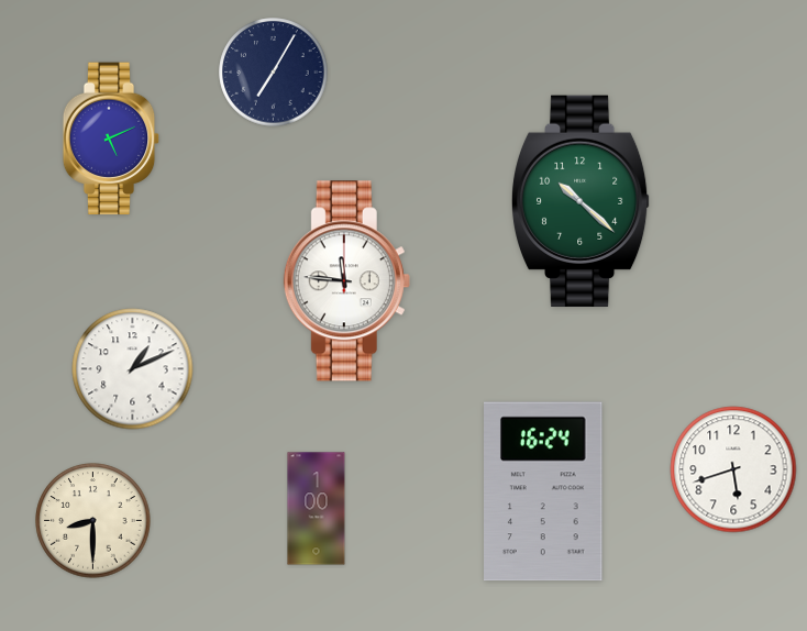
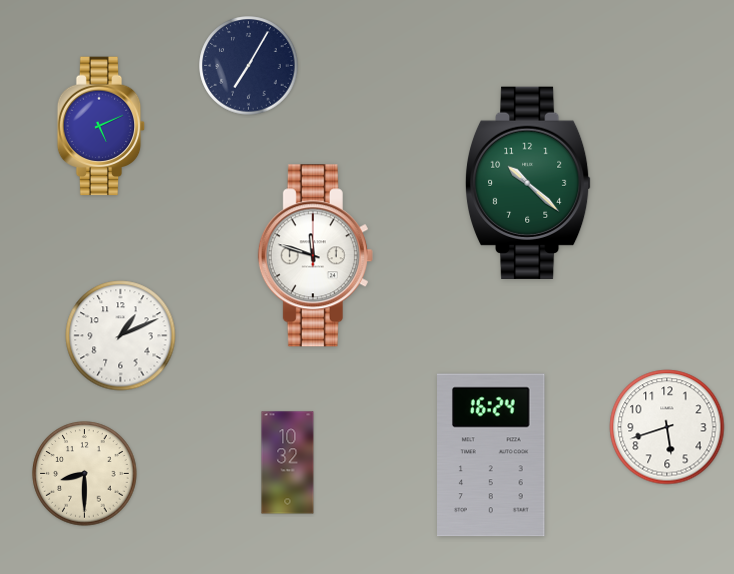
clock at (346, 281): 11:46 -> 11:48
clock at (543, 491) position: (543, 491) -> (491, 455)
clock at (317, 509): 1:00 -> 10:32
